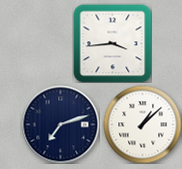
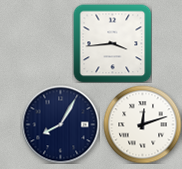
clock at (60, 124): 7:12 -> 8:05
clock at (142, 124): 1:08 -> 12:12
